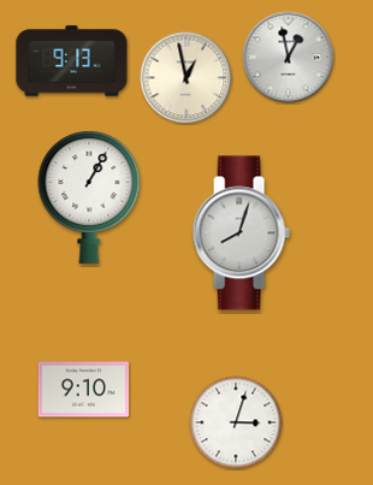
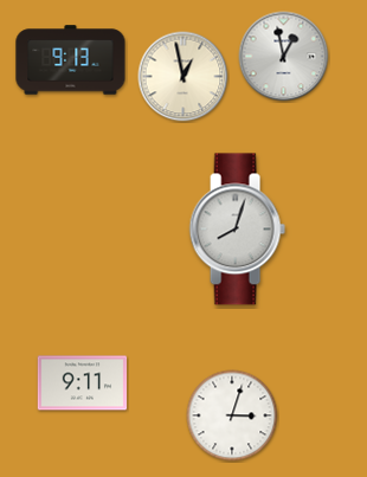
clock at (89, 197): 1:05 -> none
clock at (84, 390): 9:10 -> 9:11
